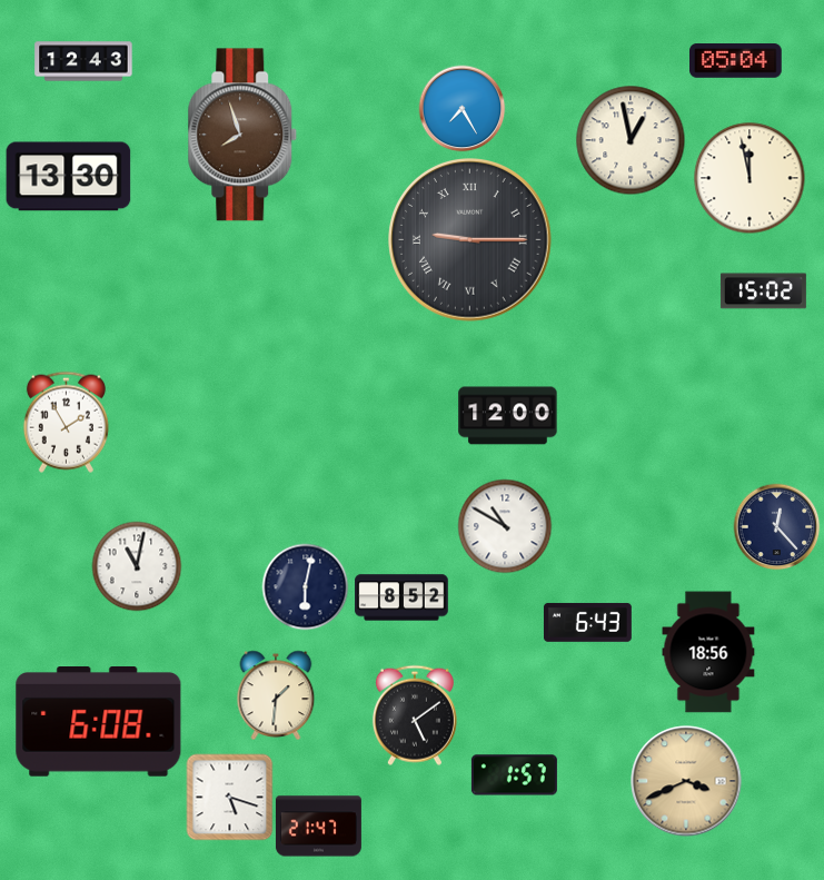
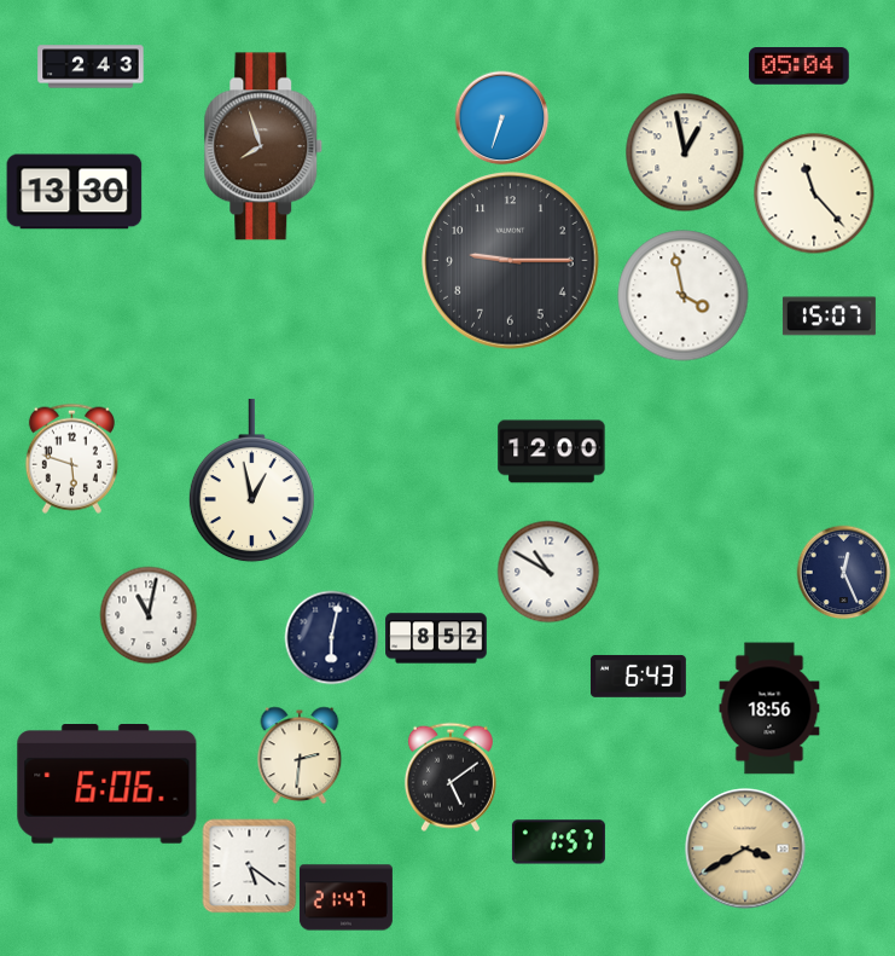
clock at (83, 61): 12:43 -> 2:43
clock at (461, 108): 7:25 -> 6:33
clock at (749, 178): 11:58 -> 11:23
clock at (470, 240) numerals: Roman -> Arabic
clock at (684, 296): none -> 3:58
clock at (763, 291): 15:02 -> 15:07
clock at (66, 422): 1:55 -> 5:48
clock at (251, 481): none -> 12:58
clock at (776, 526): 12:23 -> 12:26
clock at (401, 597) position: (401, 597) -> (436, 638)
clock at (276, 695): 1:31 -> 2:31
clock at (99, 722): 6:08 -> 6:06
clock at (686, 781): 3:41 -> 3:40
clock at (229, 797): 5:18 -> 5:21
